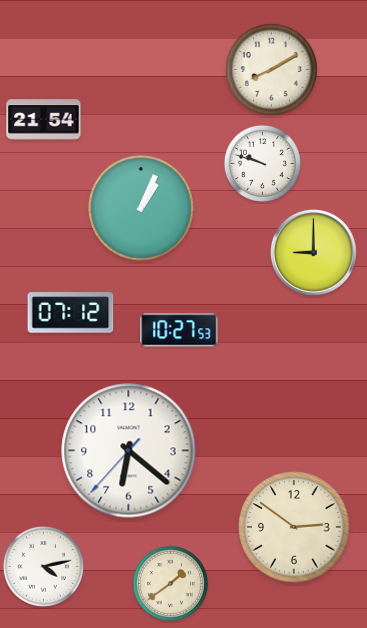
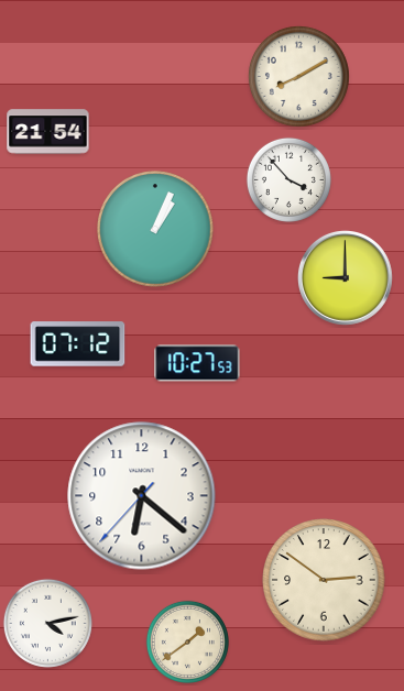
clock at (262, 163): 9:48 -> 3:53
